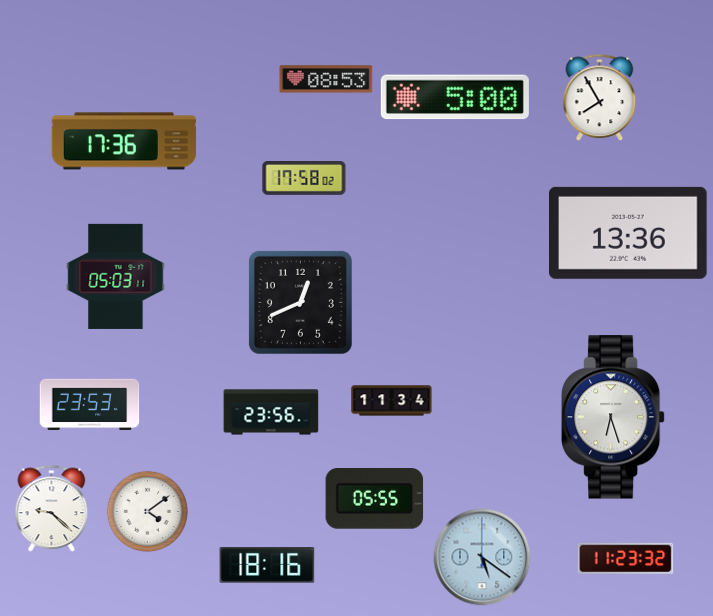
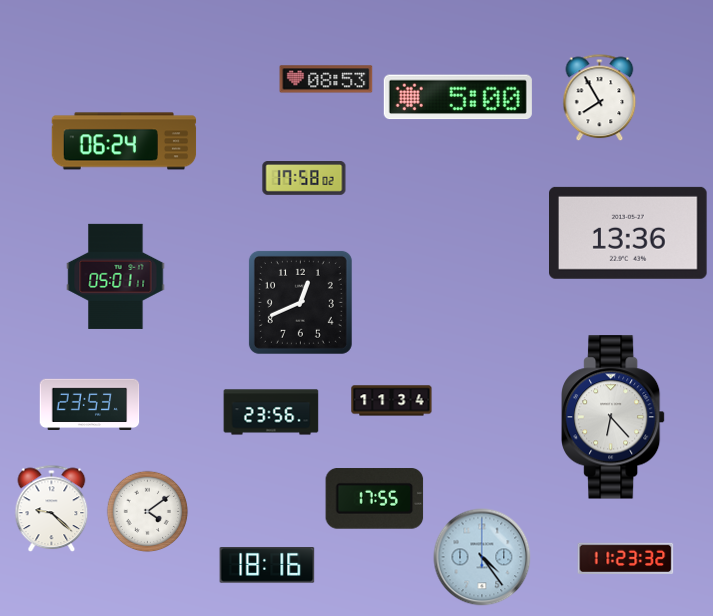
clock at (455, 97) position: (455, 97) -> (458, 97)
clock at (124, 141): 17:36 -> 06:24
clock at (116, 276): 05:03 -> 05:01
clock at (614, 417): 6:27 -> 6:23
clock at (375, 499): 05:55 -> 17:55
clock at (482, 557): 5:21 -> 4:24
